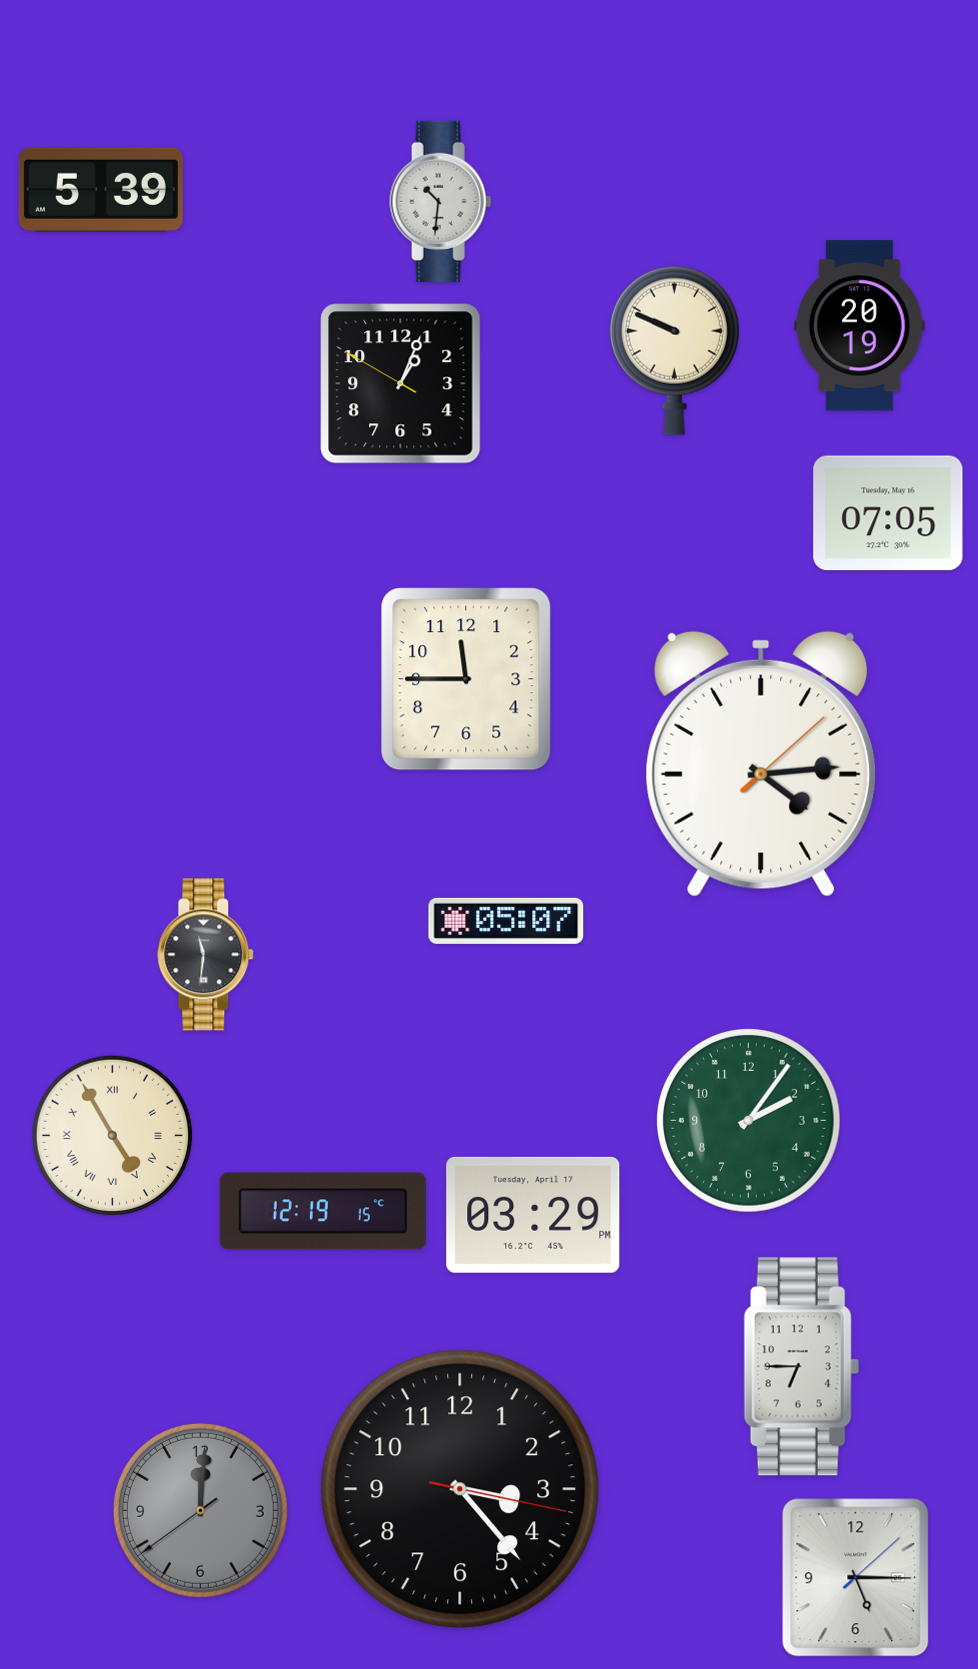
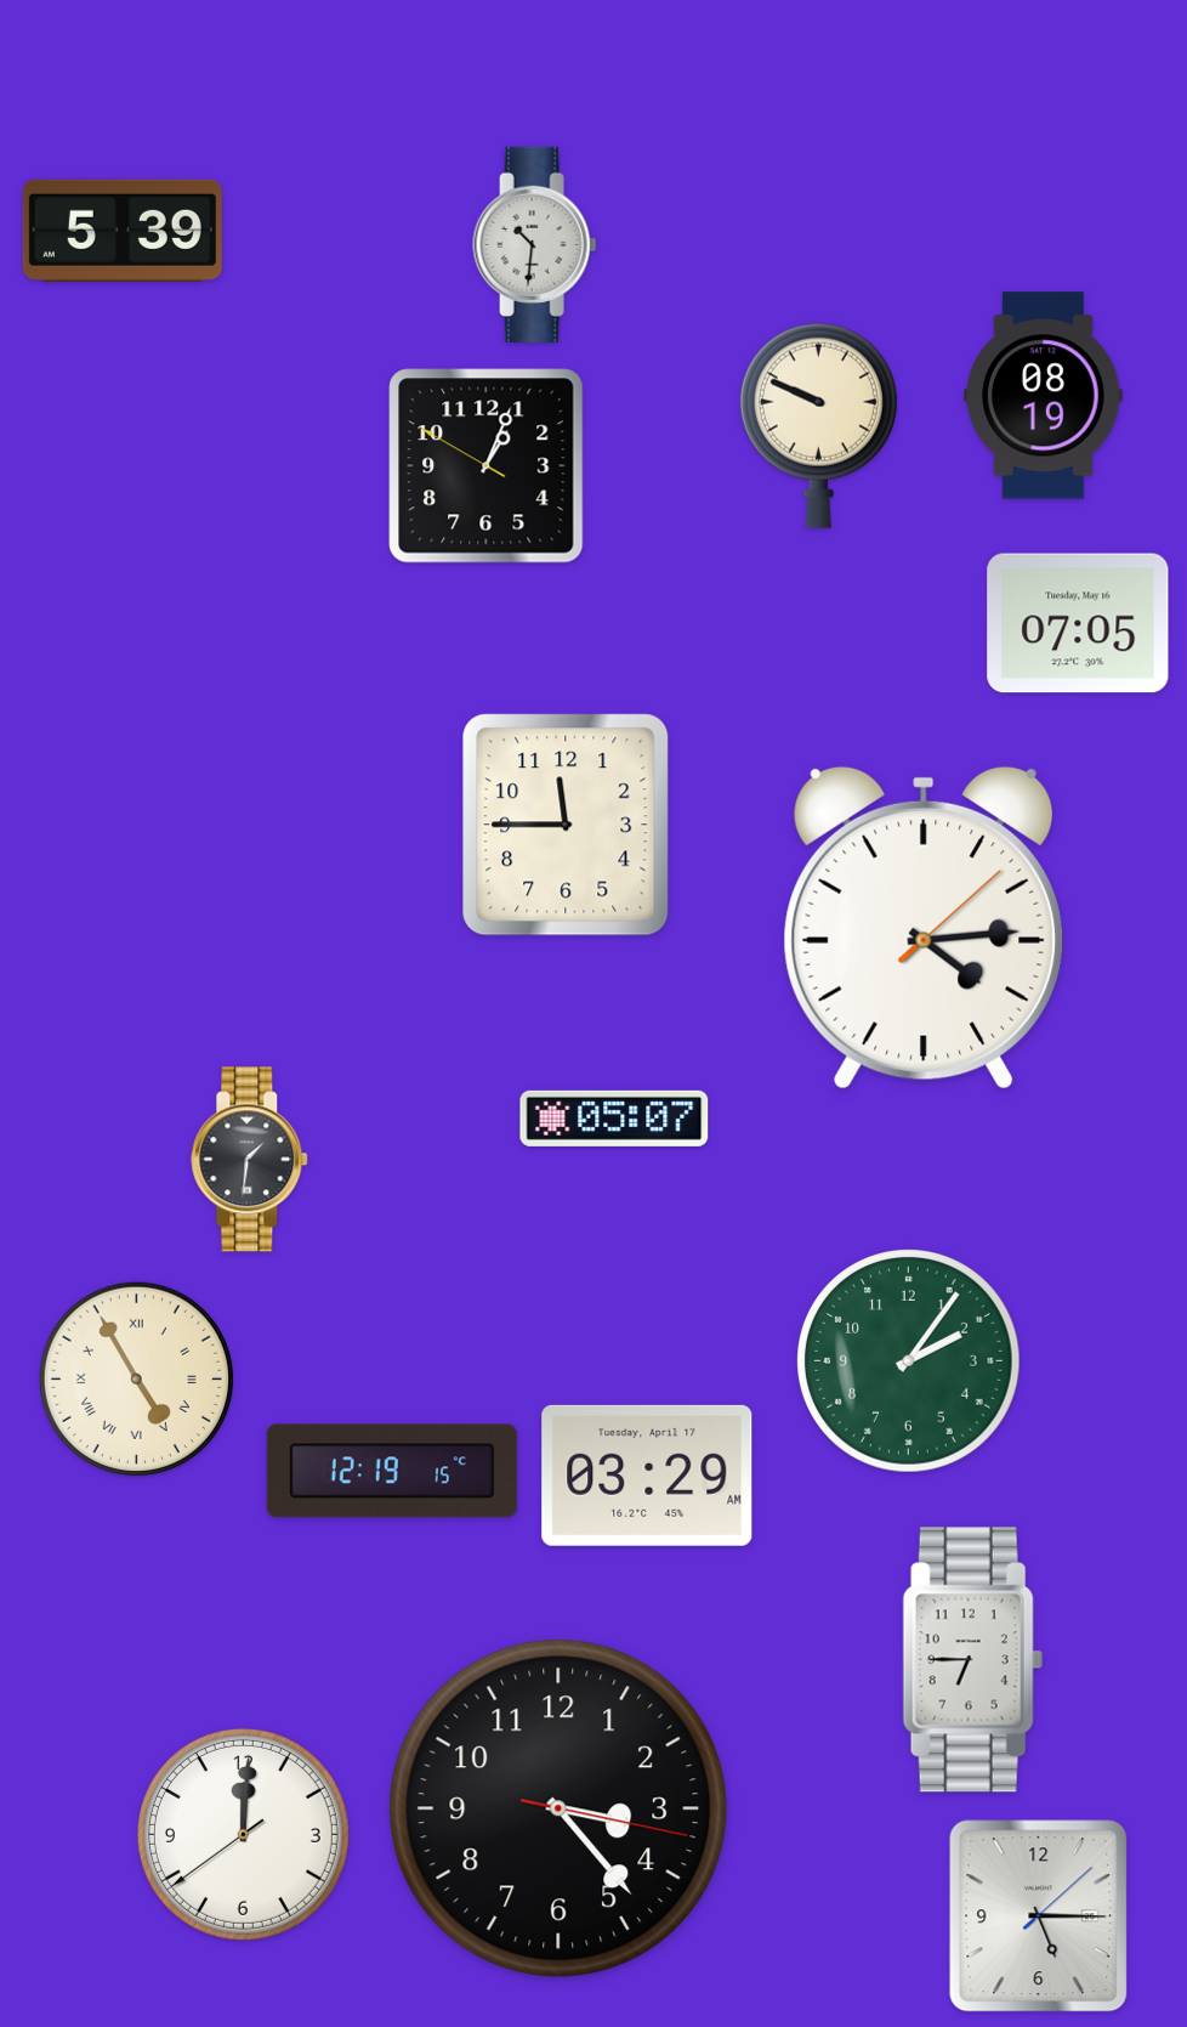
clock at (860, 326): 20:19 -> 08:19
clock at (206, 955): 11:31 -> 1:31
clock at (533, 1215): 03:29 PM -> 03:29 AM
clock at (200, 1510) dial: grey -> white
